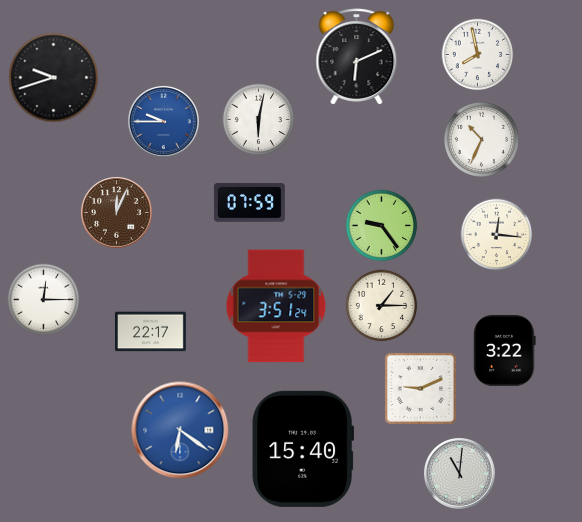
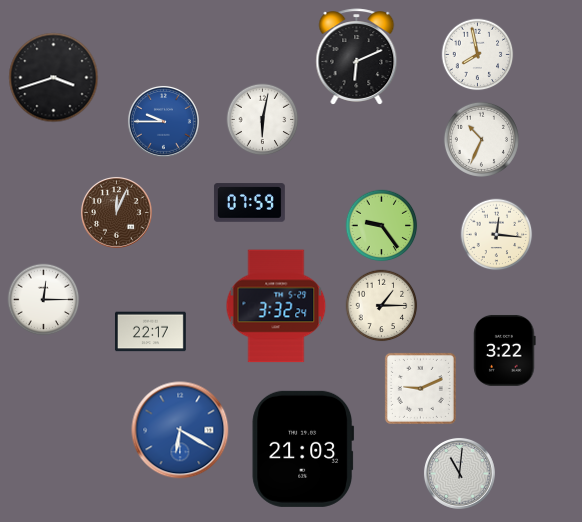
clock at (54, 78): 9:42 -> 3:42
clock at (259, 120) position: (259, 120) -> (263, 120)
clock at (276, 306): 3:51 -> 3:32
clock at (180, 430): 6:21 -> 6:20
clock at (303, 449): 15:40 -> 21:03
